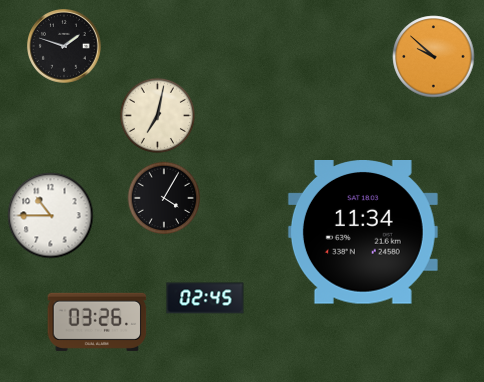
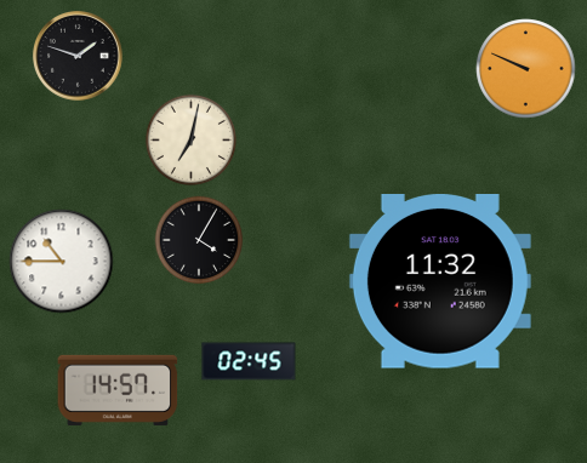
clock at (434, 57): 9:52 -> 9:49
clock at (363, 233): 11:34 -> 11:32
clock at (97, 322): 03:26 -> 14:57
